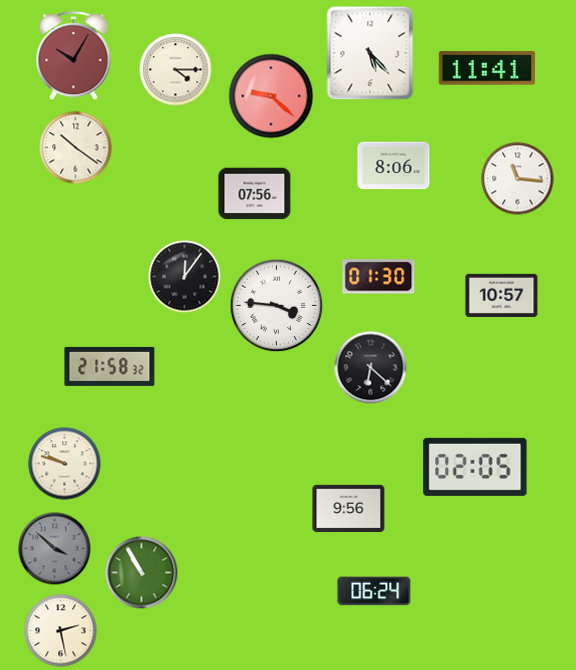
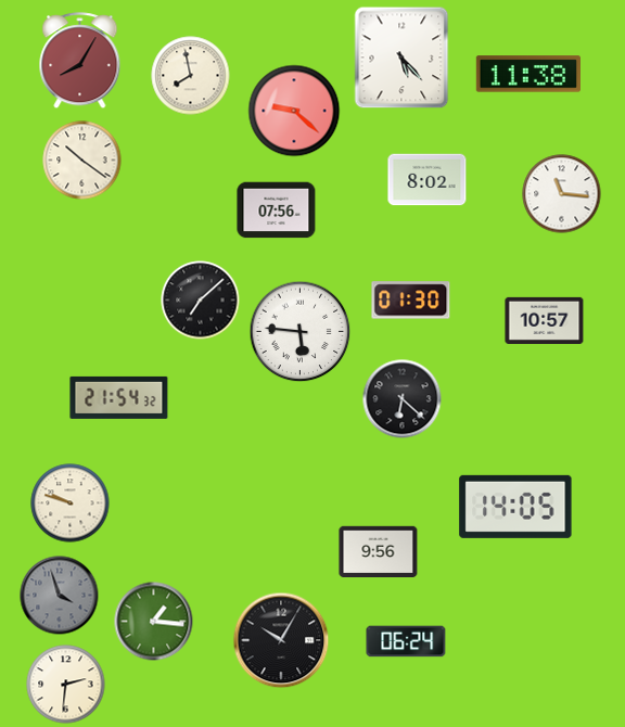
clock at (74, 56): 10:05 -> 8:05
clock at (486, 68): 11:41 -> 11:38
clock at (176, 70): 4:15 -> 7:58
clock at (271, 96) position: (271, 96) -> (294, 111)
clock at (394, 166): 8:06 -> 8:02
clock at (185, 277): 12:06 -> 7:08
clock at (277, 306): 3:46 -> 5:46
clock at (110, 366): 21:58 -> 21:54
clock at (475, 467): 02:05 -> 14:05
clock at (55, 549): 3:52 -> 3:57
clock at (142, 573): 10:55 -> 1:16
clock at (281, 640): none -> 10:05
clock at (61, 631): 2:28 -> 2:31
